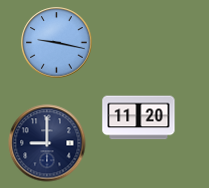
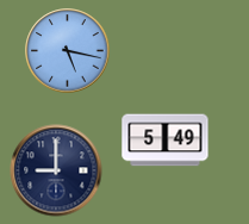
clock at (57, 43): 9:17 -> 5:17
clock at (139, 118): 11:20 -> 5:49
